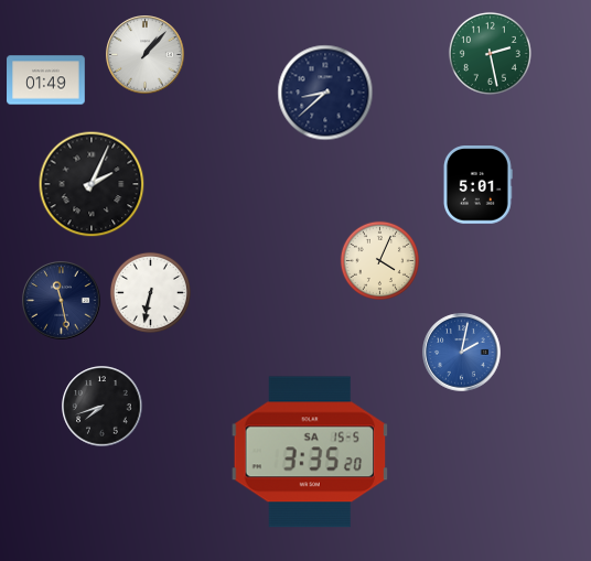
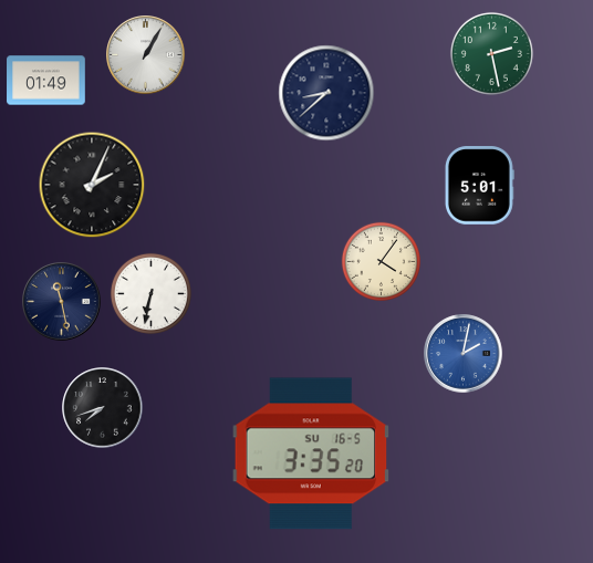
clock at (146, 55): 1:07 -> 1:05
clock at (379, 260): 4:04 -> 4:06
clock at (309, 452) date: SA 15-5 -> SU 16-5
